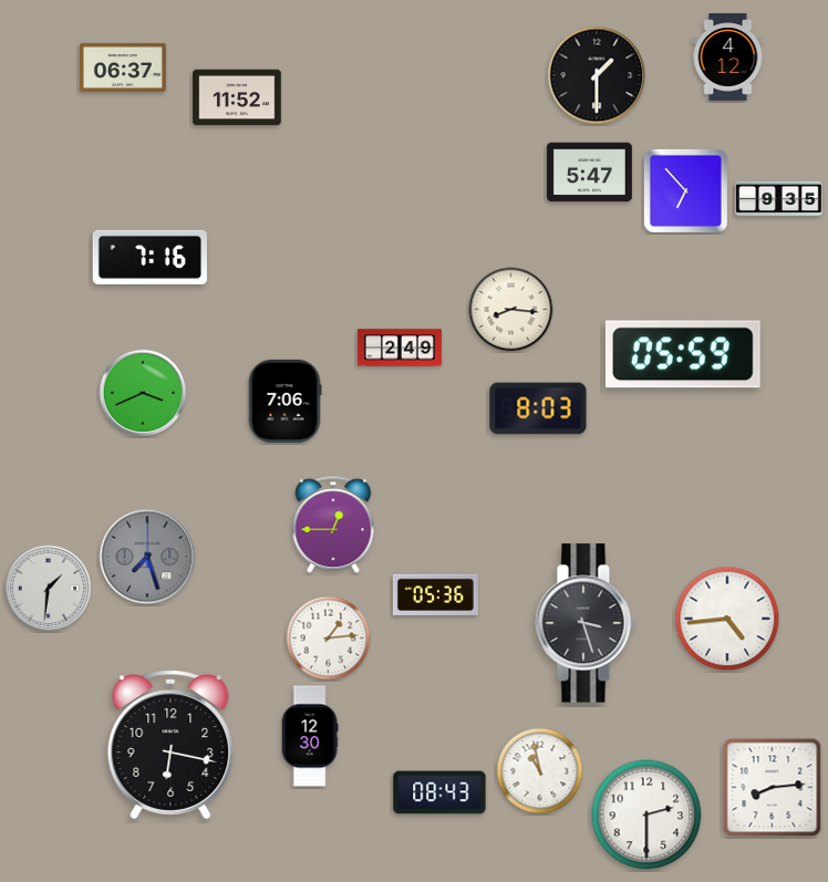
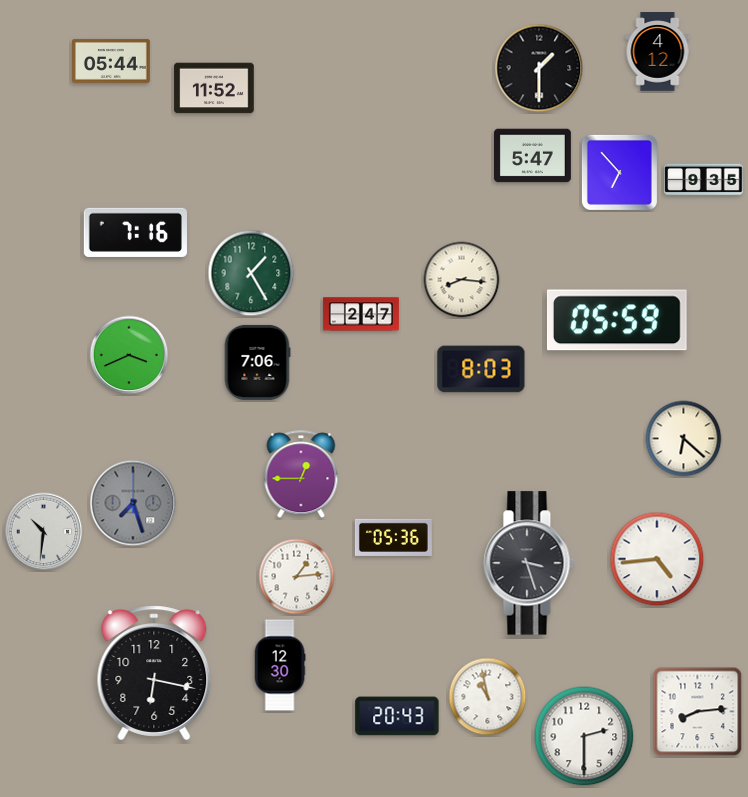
clock at (124, 68): 06:37 -> 05:44
clock at (251, 273): none -> 1:25
clock at (400, 347): 2:49 -> 2:47
clock at (538, 408) position: (538, 408) -> (481, 369)
clock at (684, 439): none -> 6:22
clock at (49, 589): 1:31 -> 10:31
clock at (439, 792): 08:43 -> 20:43
